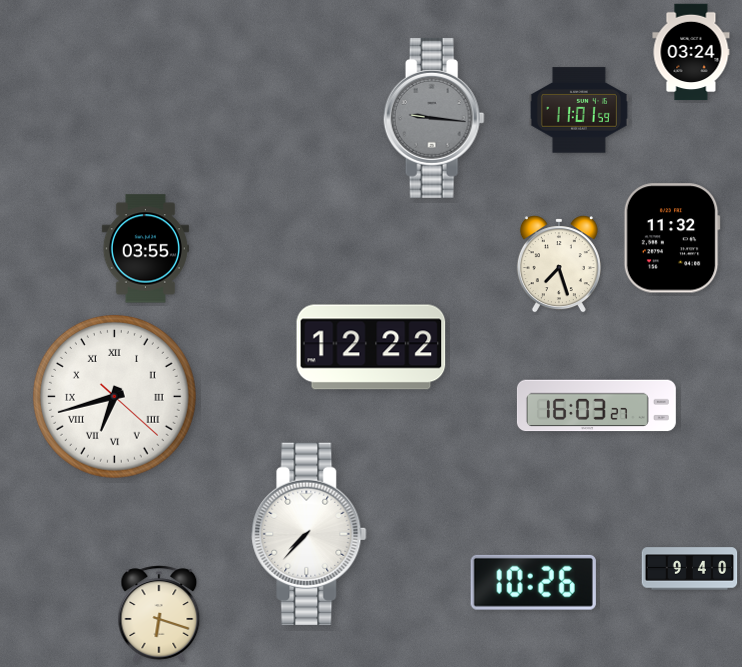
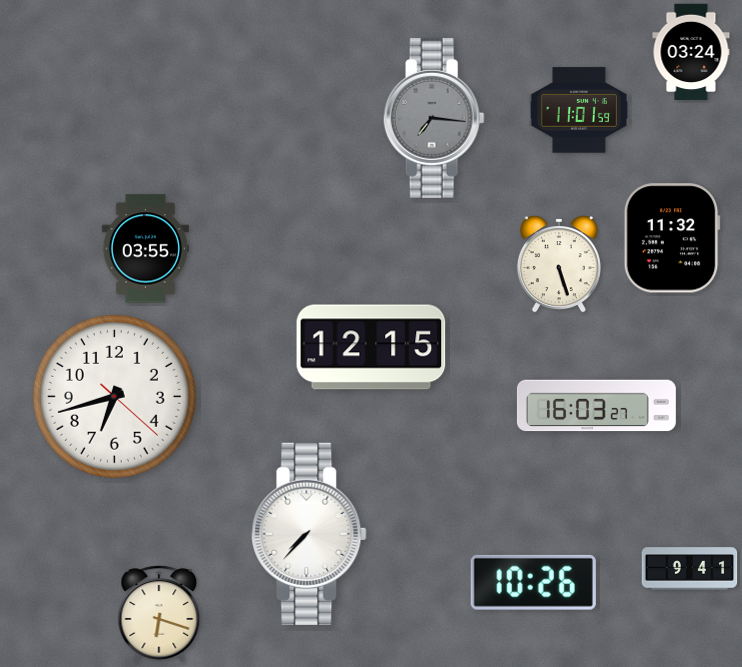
clock at (434, 118): 9:16 -> 7:16
clock at (559, 264): 7:27 -> 5:27
clock at (371, 347): 12:22 -> 12:15
clock at (114, 396) numerals: Roman -> Arabic
clock at (690, 569): 9:40 -> 9:41
